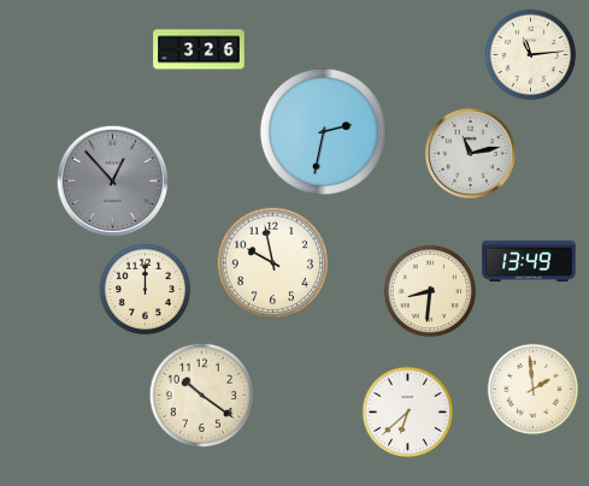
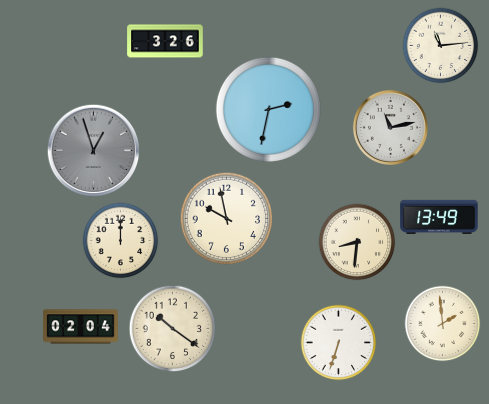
clock at (113, 182): 12:53 -> 12:57
clock at (81, 327): none -> 02:04
clock at (202, 396) position: (202, 396) -> (173, 329)
clock at (408, 413): 6:38 -> 6:33
